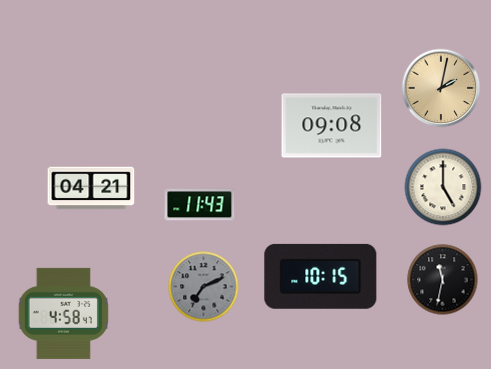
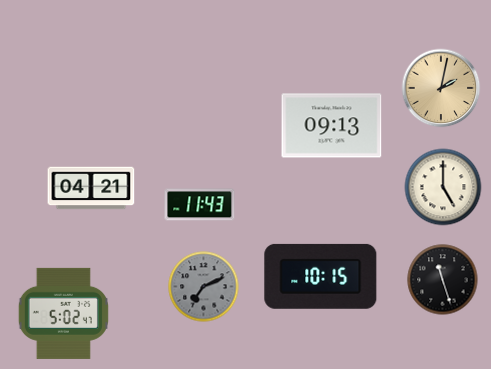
clock at (332, 126): 09:08 -> 09:13
clock at (443, 280): 11:32 -> 11:27
clock at (63, 313): 4:58 -> 5:02
